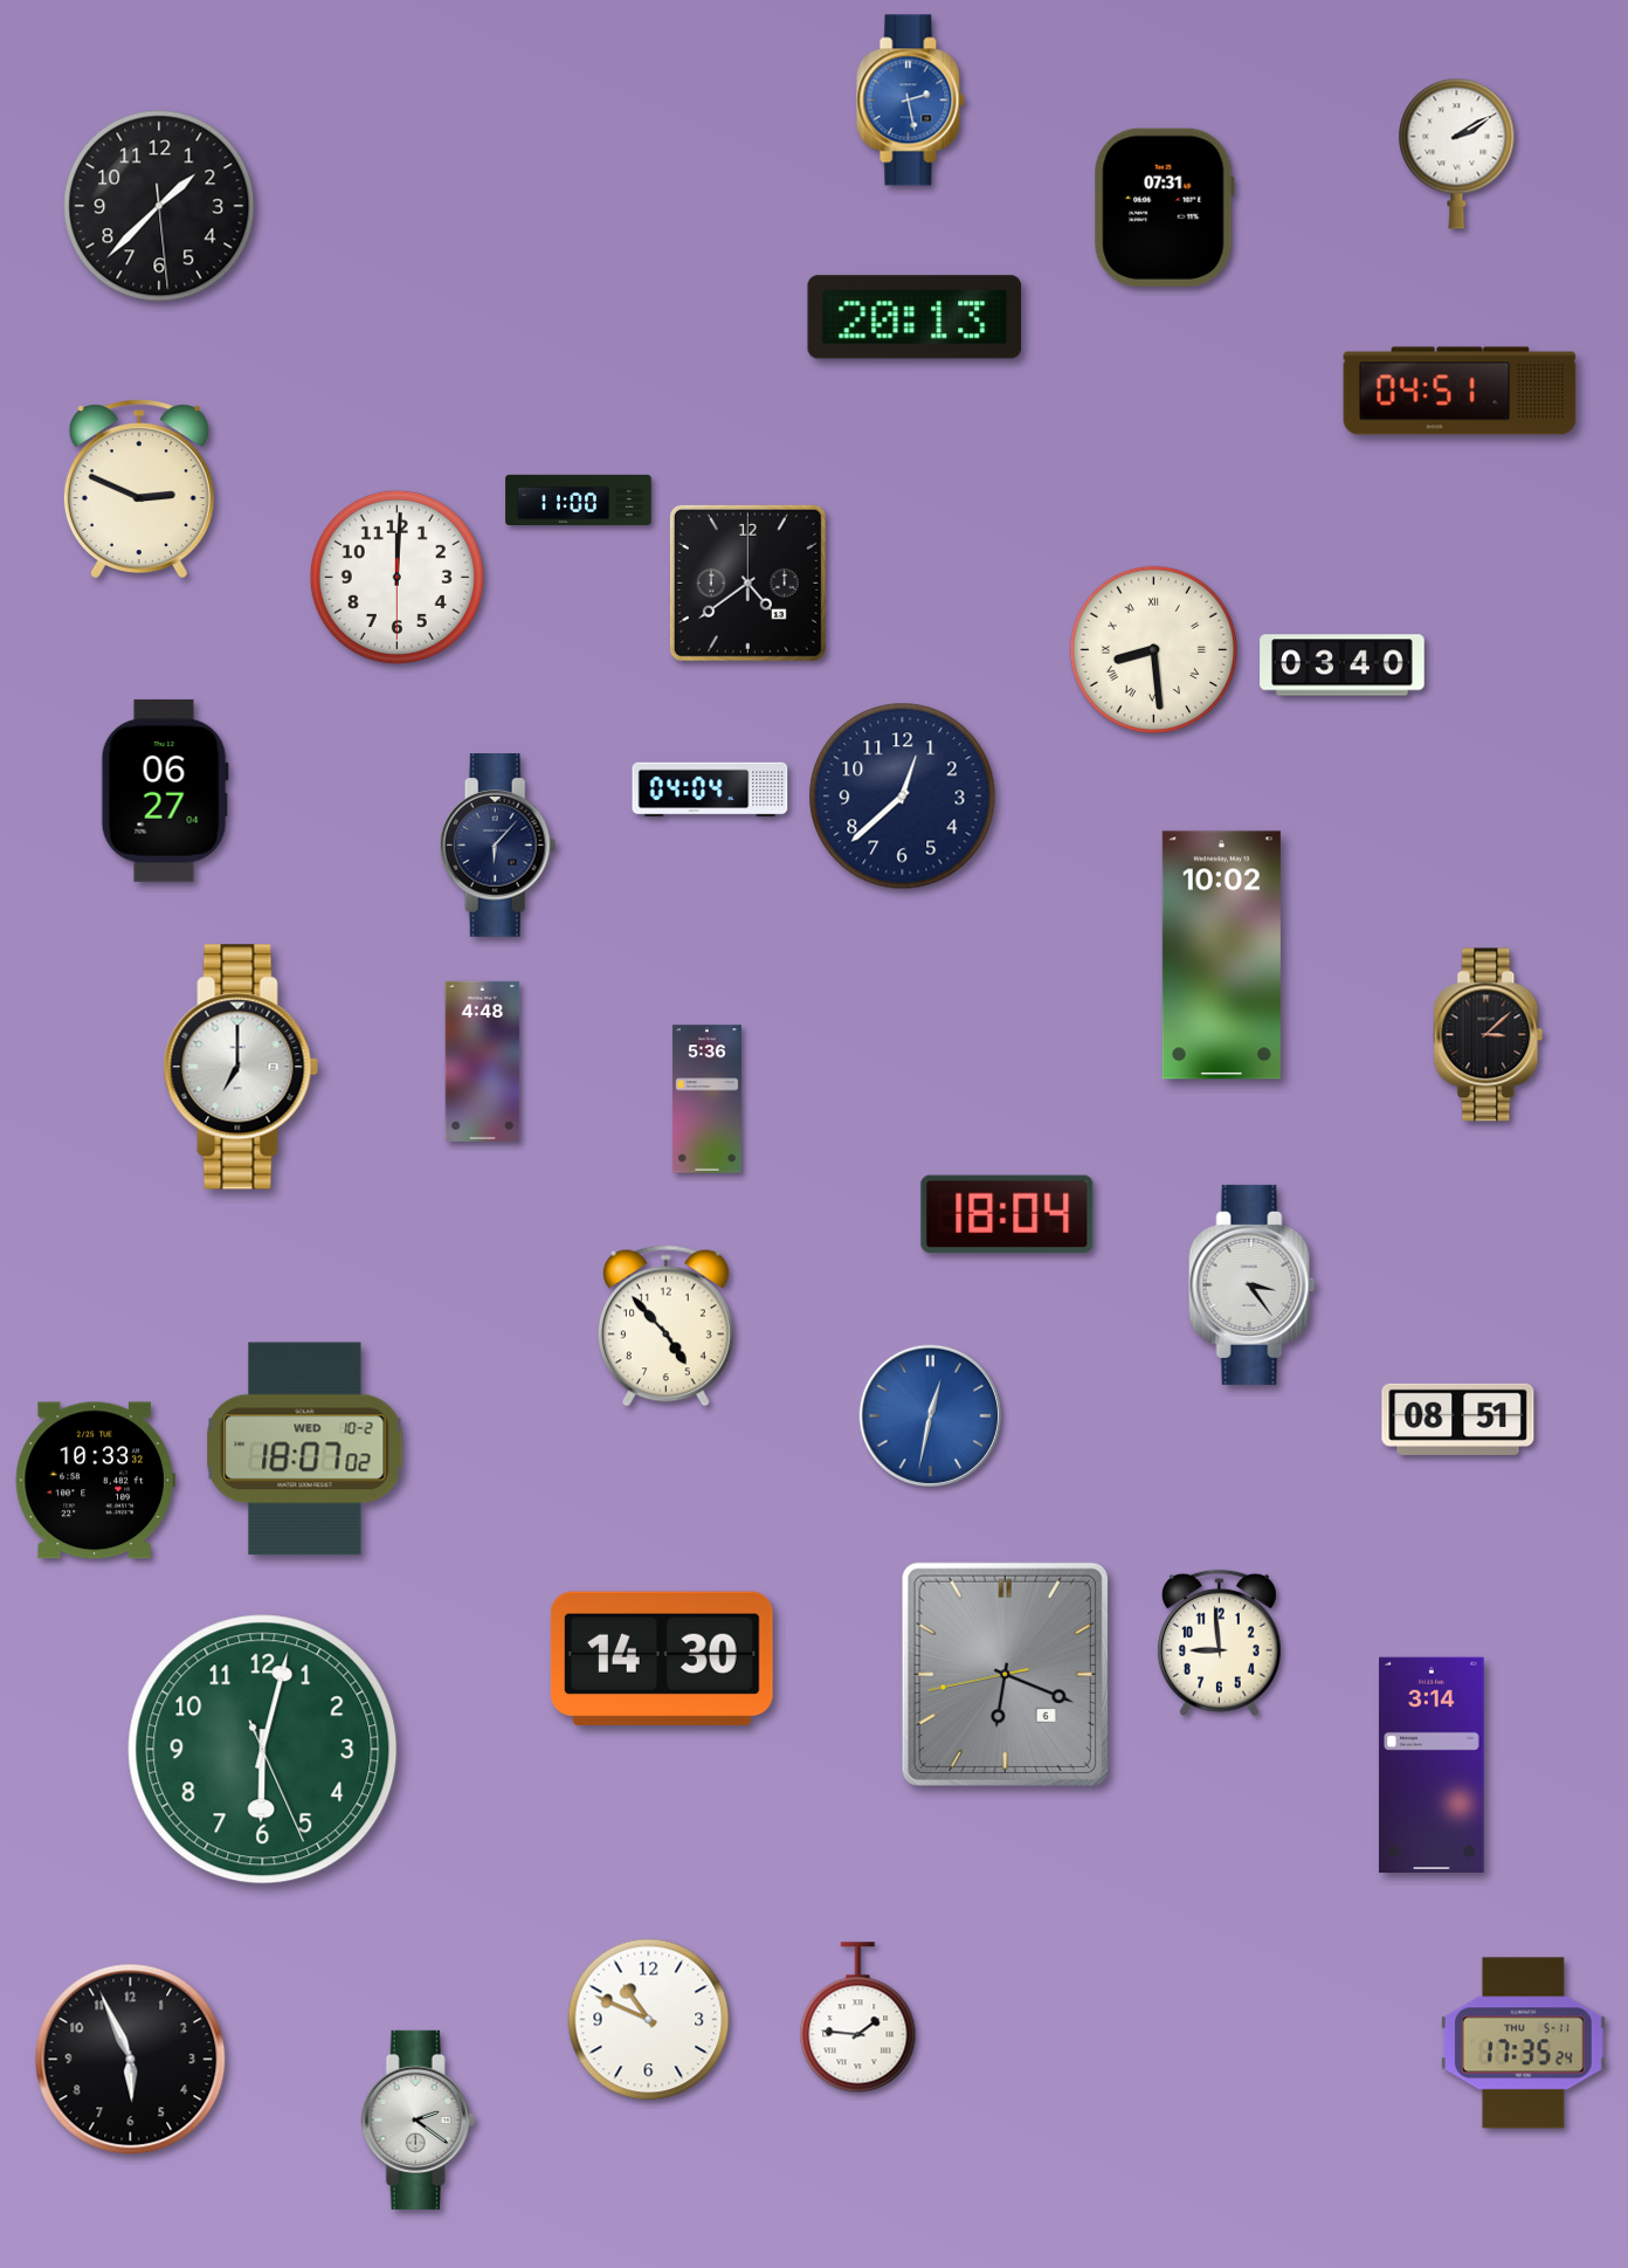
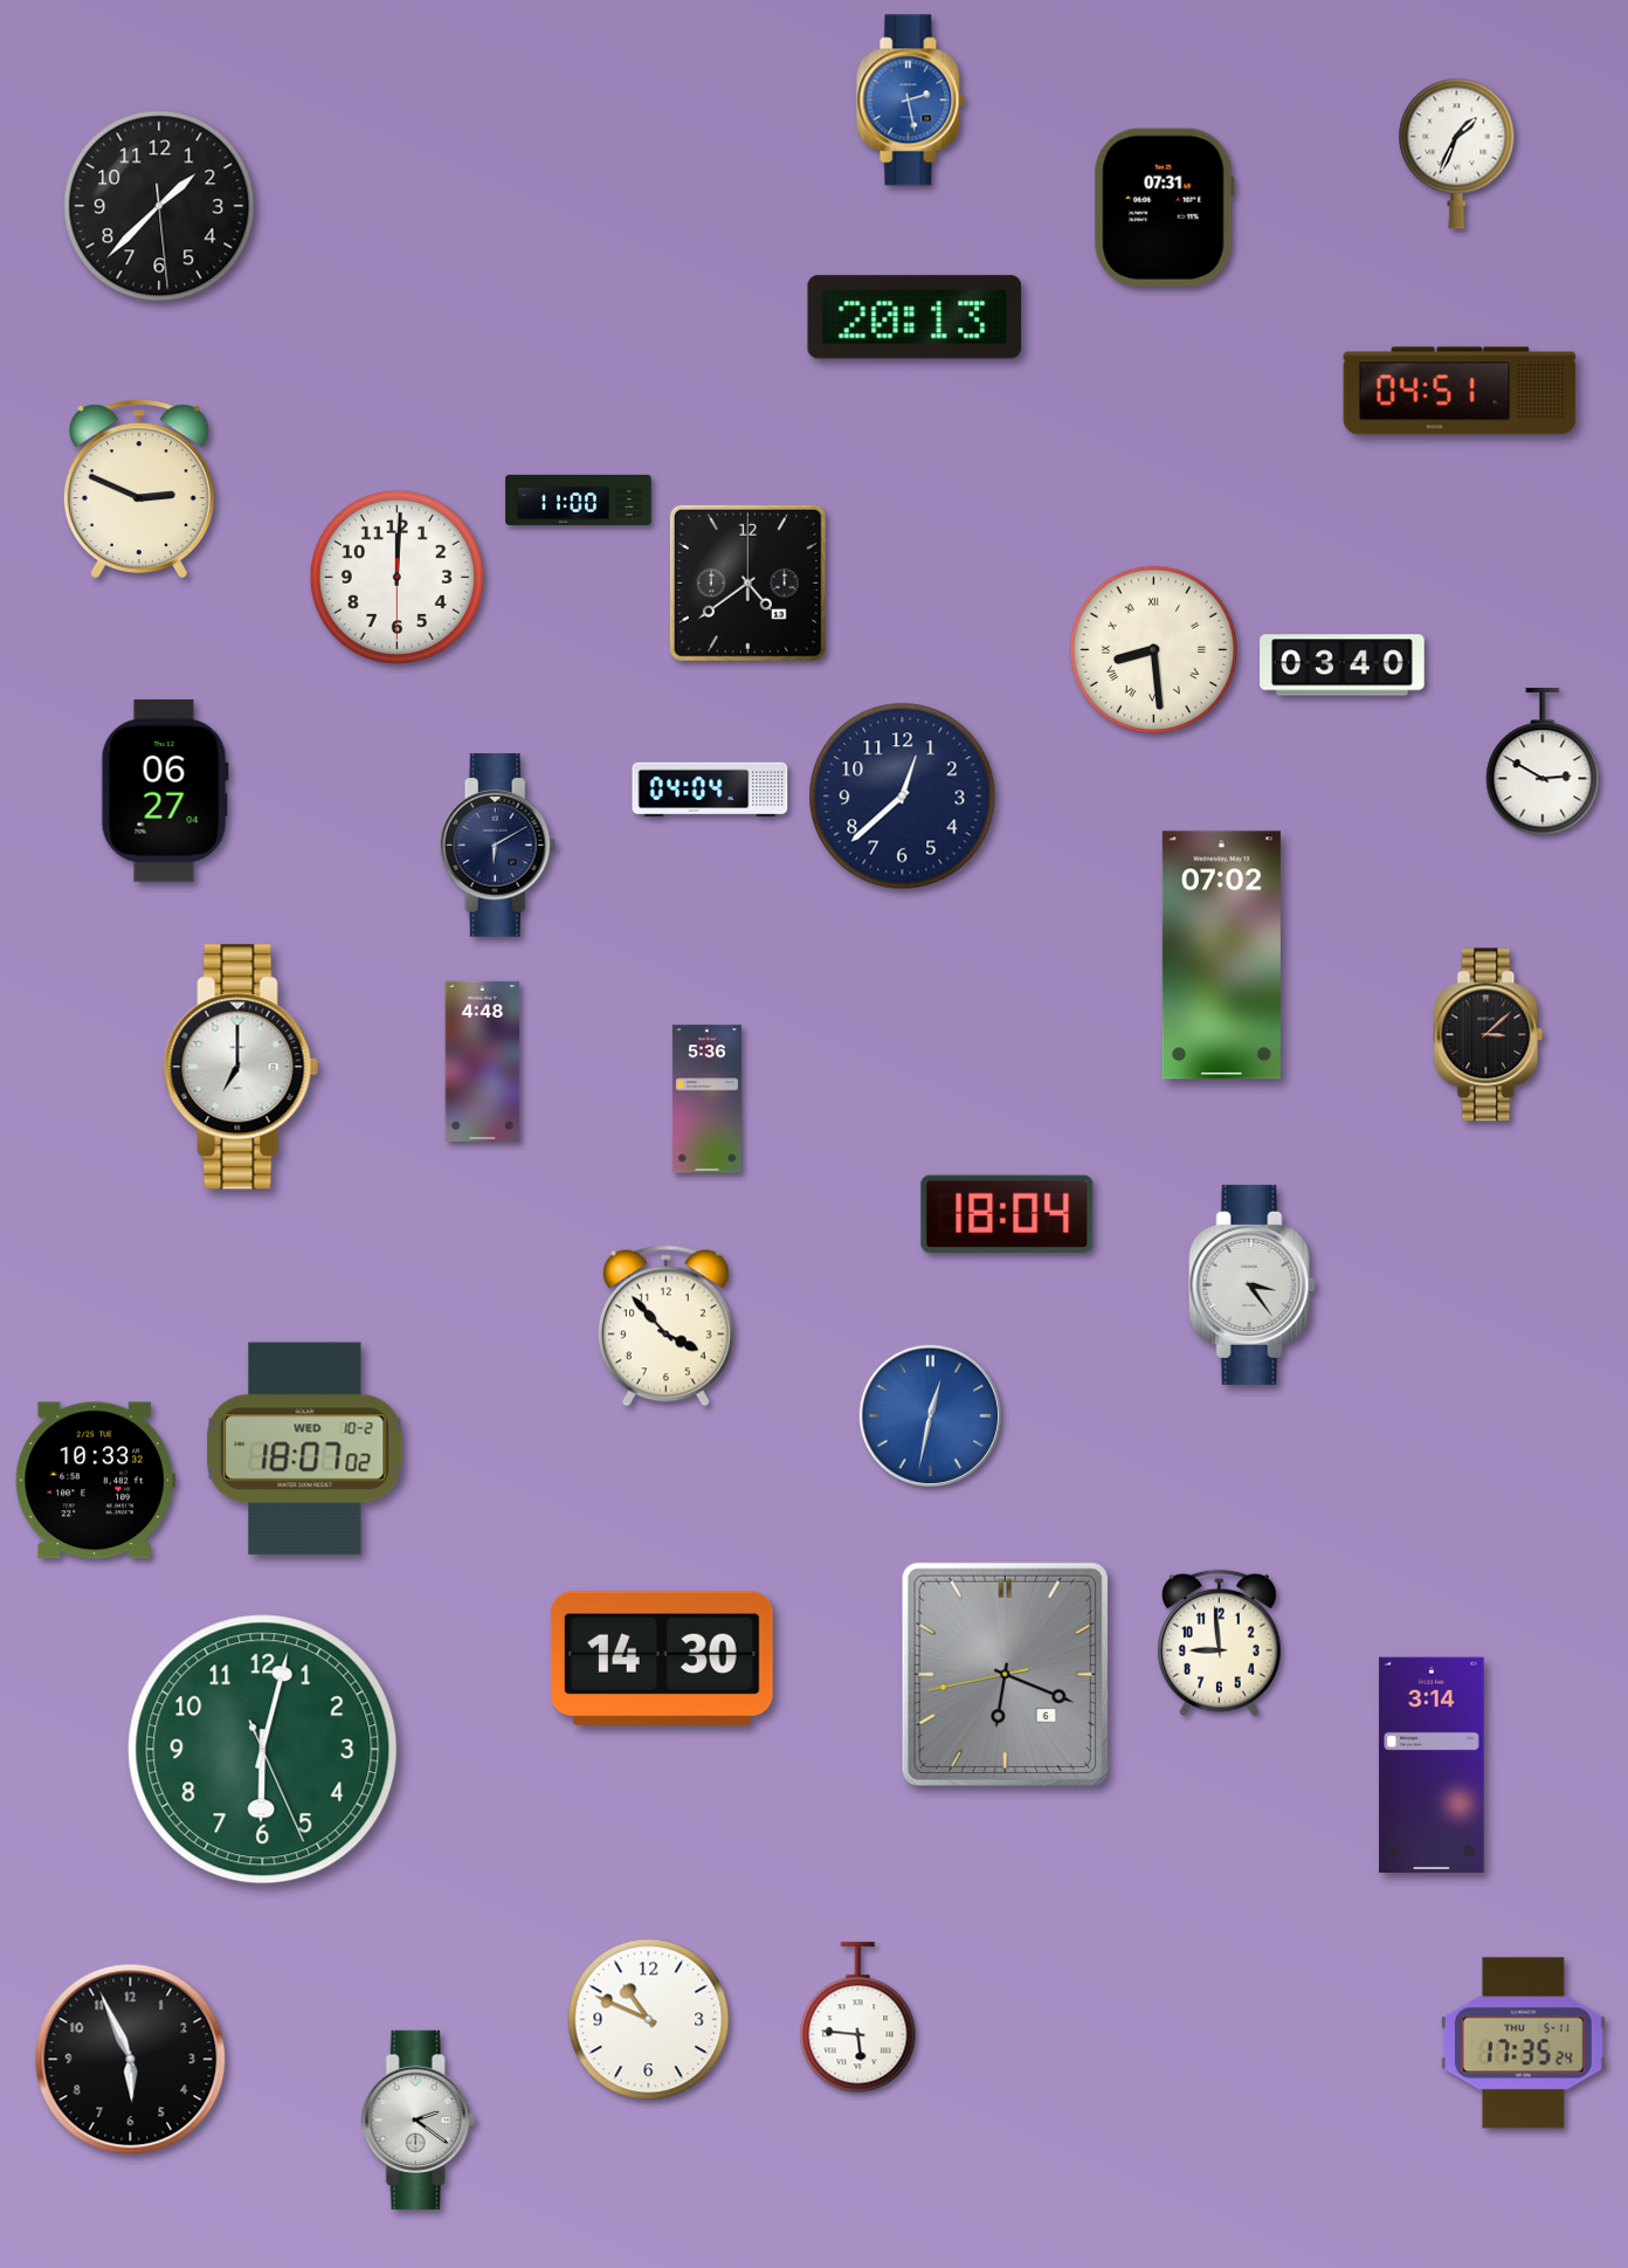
clock at (1457, 153): 2:10 -> 1:34
clock at (1543, 763): none -> 2:50
clock at (498, 846): 6:07 -> 6:10
clock at (1221, 956): 10:02 -> 07:02
clock at (665, 1326): 4:53 -> 3:53
clock at (1458, 1419): 08:51 -> none
clock at (858, 2018): 1:46 -> 5:46
